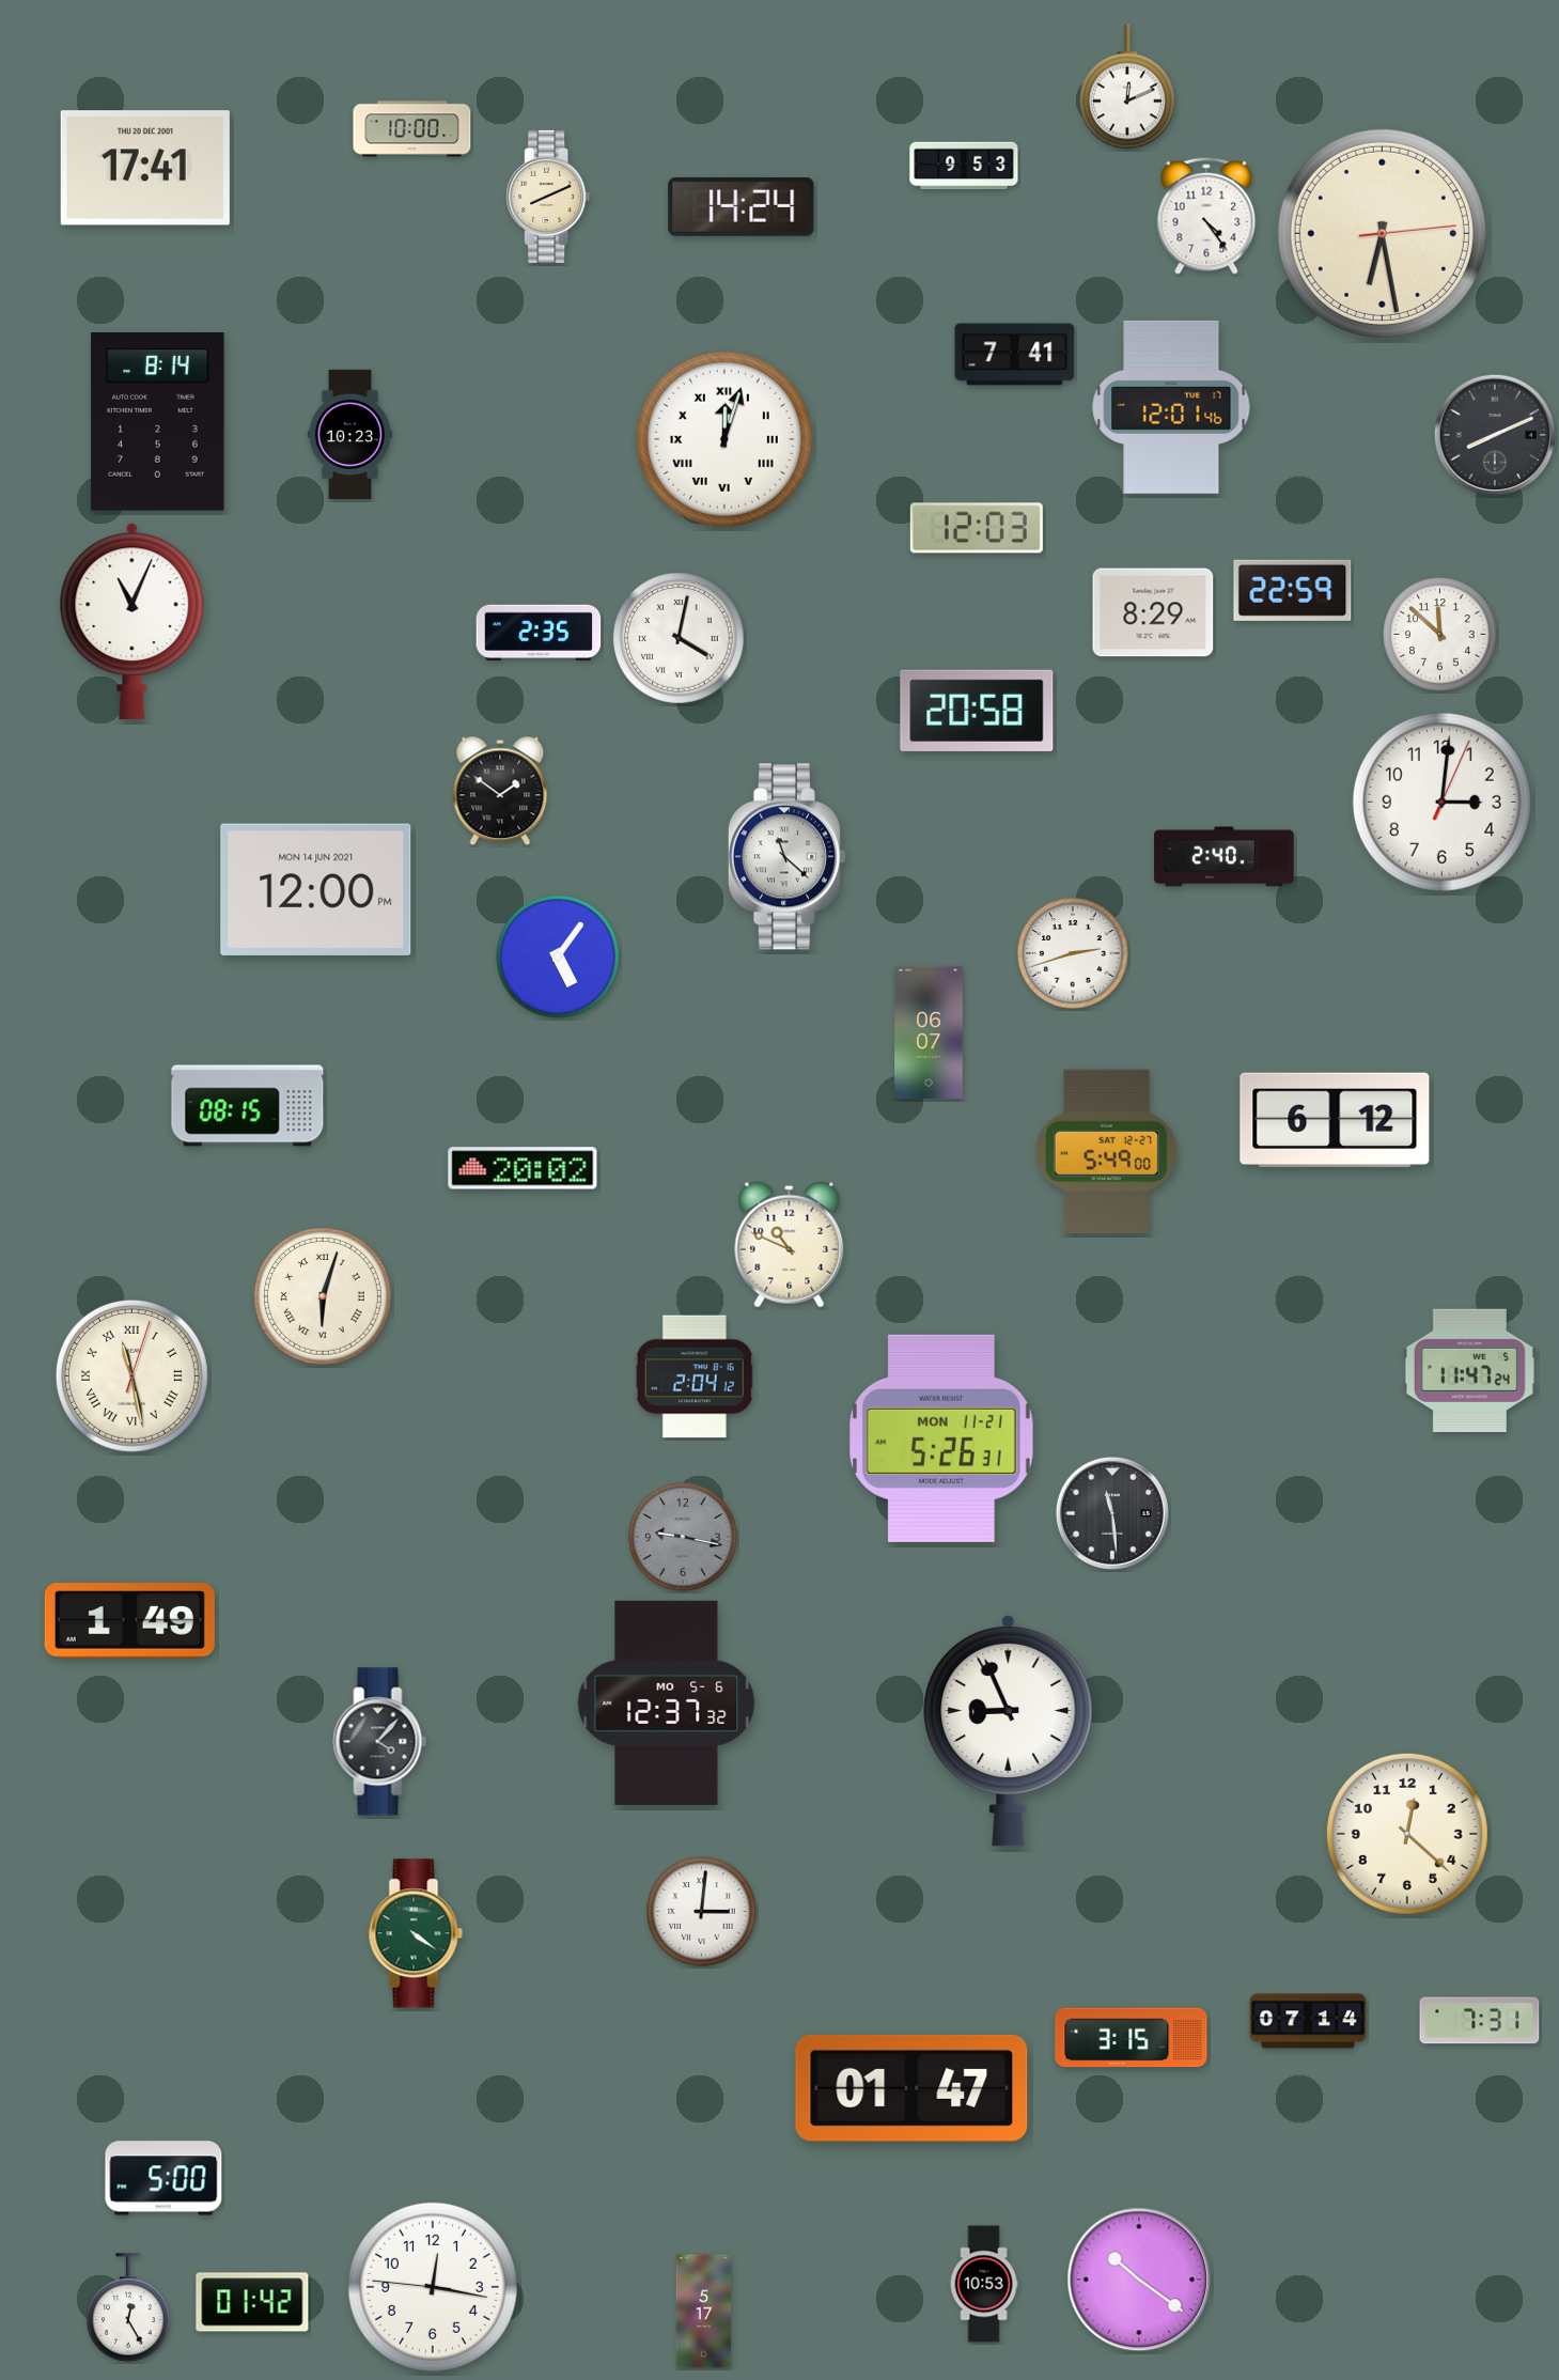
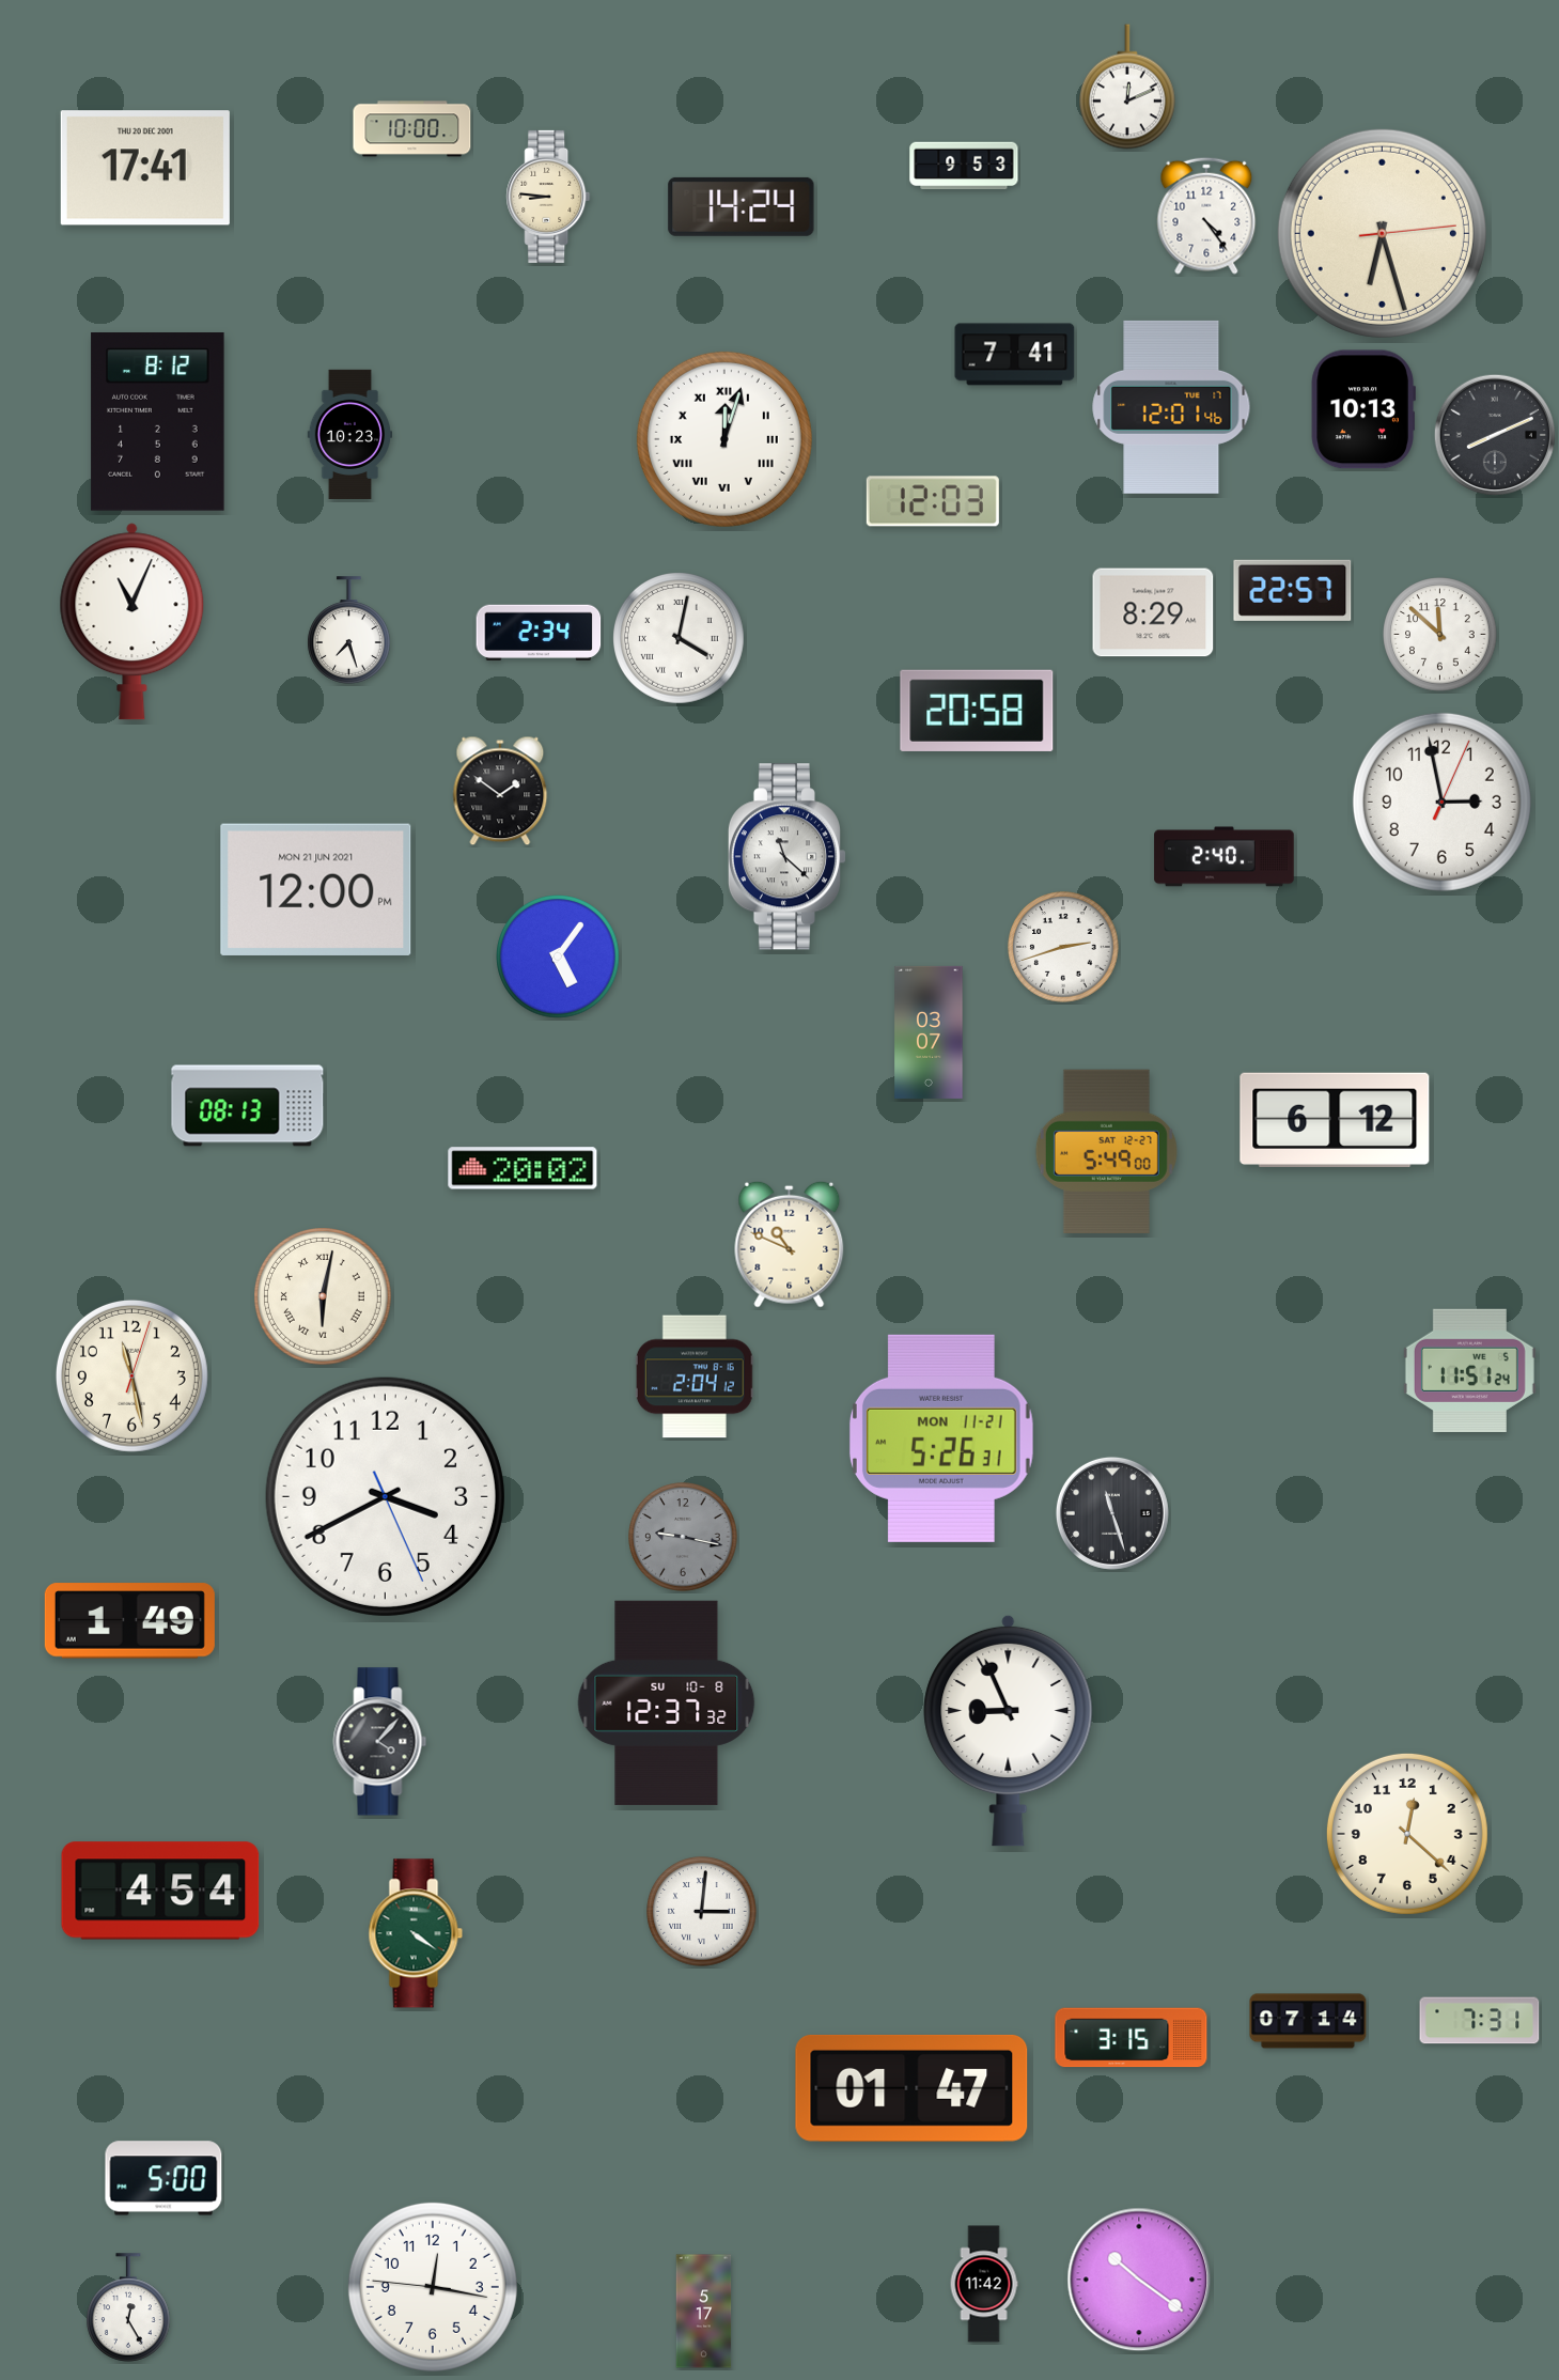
clock at (548, 197): 8:11 -> 8:46
clock at (1382, 233): 6:28 -> 6:27
clock at (1363, 409): none -> 10:13
clock at (158, 422): 8:14 -> 8:12
clock at (977, 528) position: (977, 528) -> (933, 501)
clock at (1293, 590): 22:59 -> 22:57
clock at (349, 631): none -> 7:27
clock at (539, 633): 2:35 -> 2:34
clock at (1441, 802): 3:01 -> 2:58
clock at (316, 889) date: MON 14 JUN 2021 -> MON 21 JUN 2021
clock at (1073, 953) position: (1073, 953) -> (1063, 947)
clock at (929, 1032): 06:07 -> 03:07
clock at (248, 1106): 08:15 -> 08:13
clock at (324, 1297): 6:03 -> 6:02
clock at (1469, 1370): 11:47 -> 11:51
clock at (131, 1375) numerals: Roman -> Arabic
clock at (385, 1496): none -> 3:40
clock at (1112, 1513): 11:29 -> 11:27
clock at (667, 1702) date: MO 5-6 -> SU 10-8
clock at (160, 1891): none -> 4:54
clock at (984, 2284): 10:53 -> 11:42
clock at (252, 2302): 01:42 -> none
